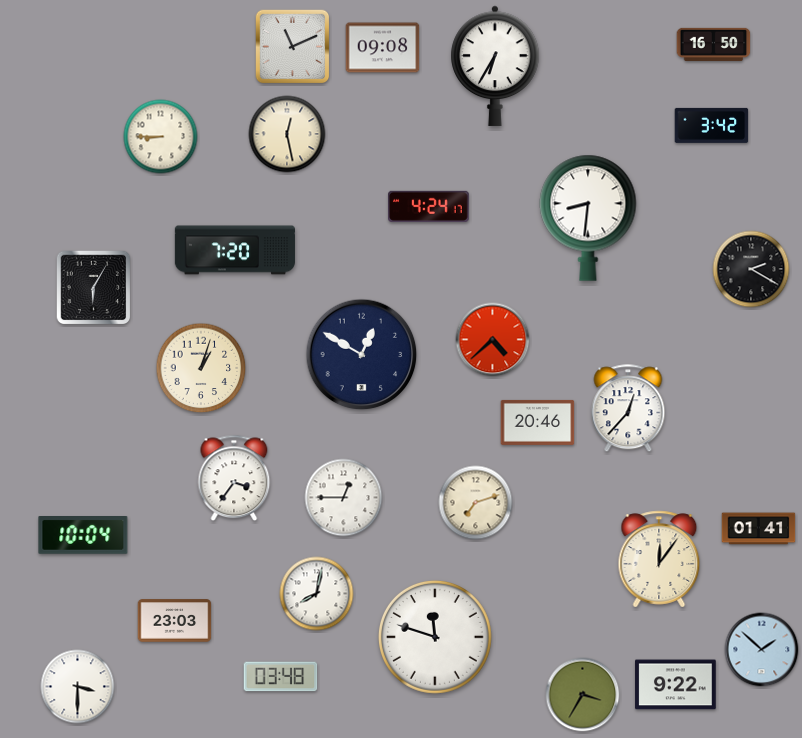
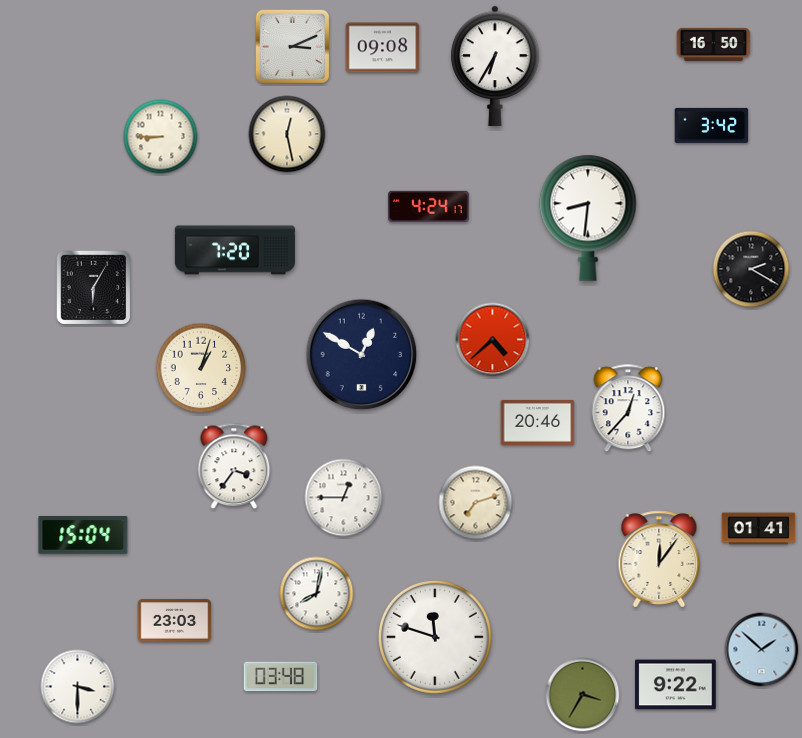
clock at (293, 47): 11:11 -> 3:11
clock at (234, 478) position: (234, 478) -> (234, 466)
clock at (83, 536): 10:04 -> 15:04
